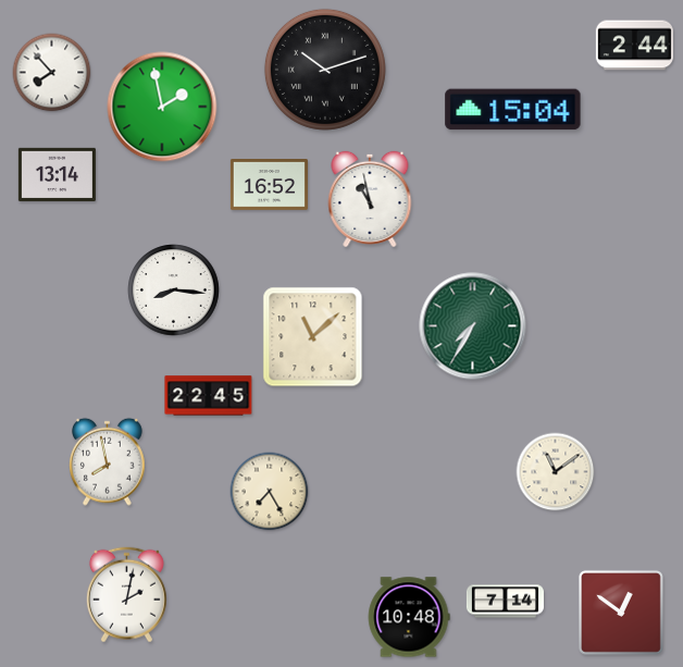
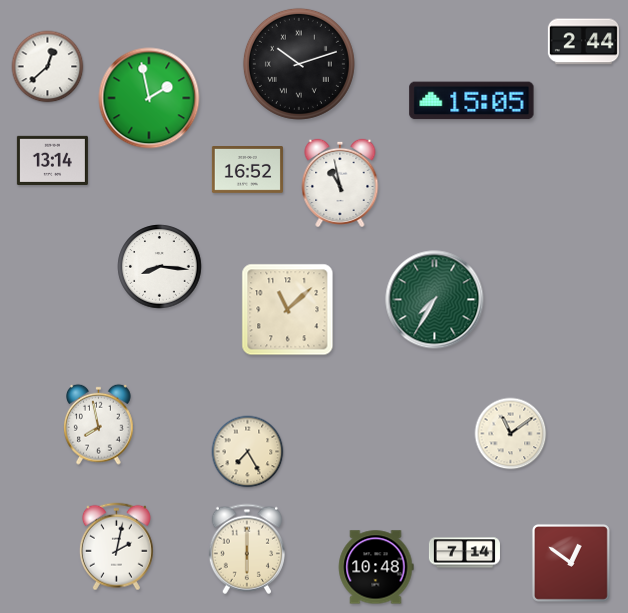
clock at (52, 73): 7:53 -> 12:38
clock at (513, 110): 15:04 -> 15:05
clock at (209, 396): 22:45 -> none
clock at (246, 549): none -> 6:00
